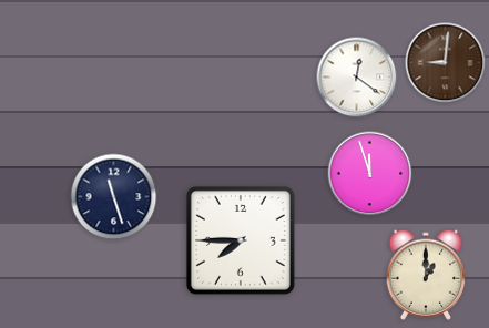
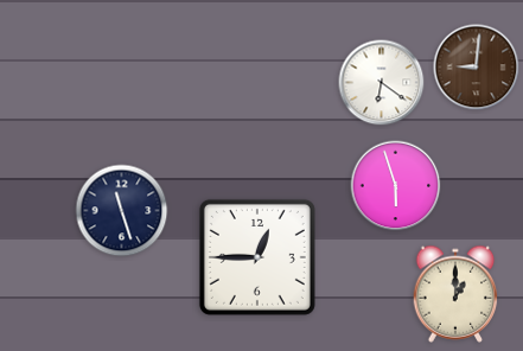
clock at (357, 78): 12:21 -> 6:21
clock at (370, 174): 11:57 -> 5:57
clock at (241, 240): 7:45 -> 12:45
